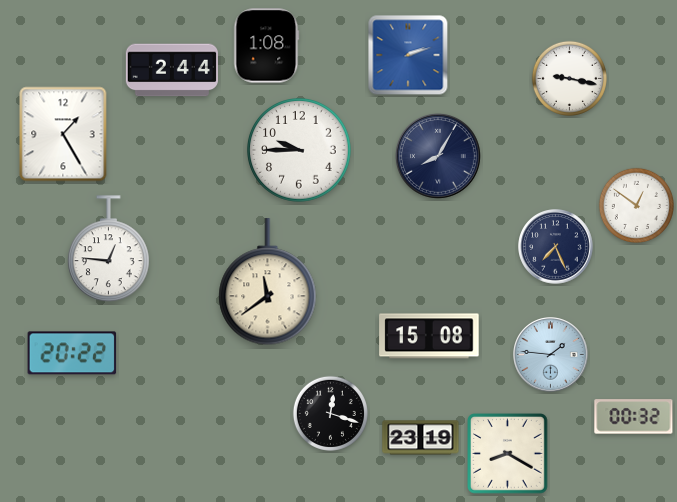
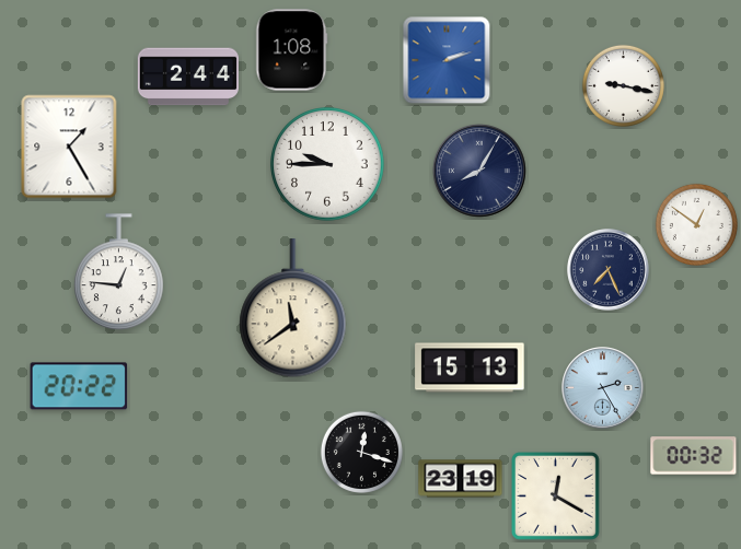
clock at (429, 336): 15:08 -> 15:13
clock at (551, 355): 1:46 -> 2:25
clock at (508, 454): 8:20 -> 12:20
